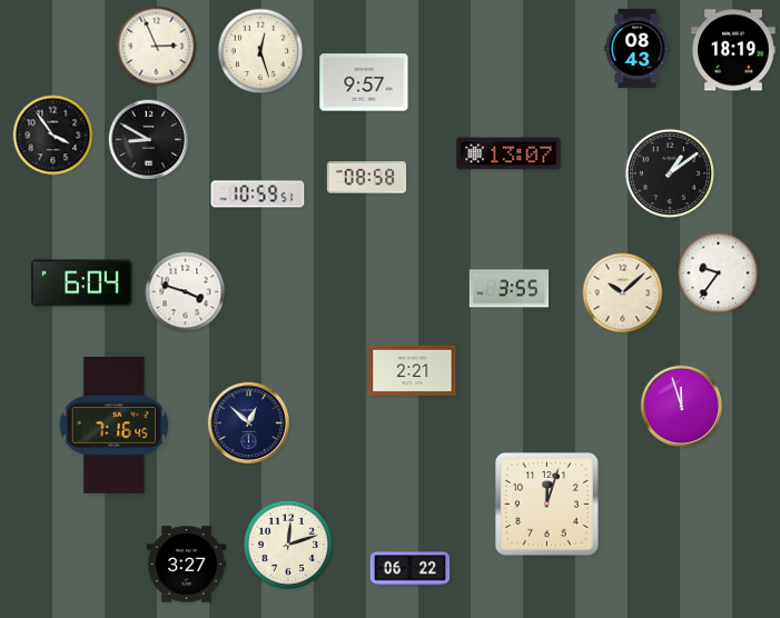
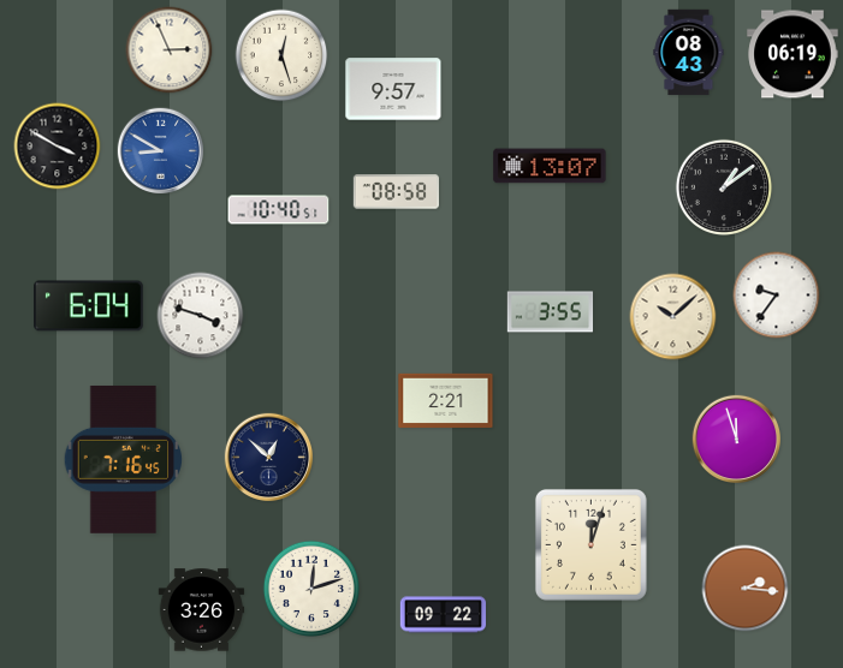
clock at (733, 50): 18:19 -> 06:19
clock at (53, 136): 3:54 -> 3:50
clock at (149, 140) dial: black -> blue
clock at (258, 195): 10:59 -> 10:40
clock at (746, 589): none -> 2:16
clock at (187, 565): 3:27 -> 3:26
clock at (411, 569): 06:22 -> 09:22
